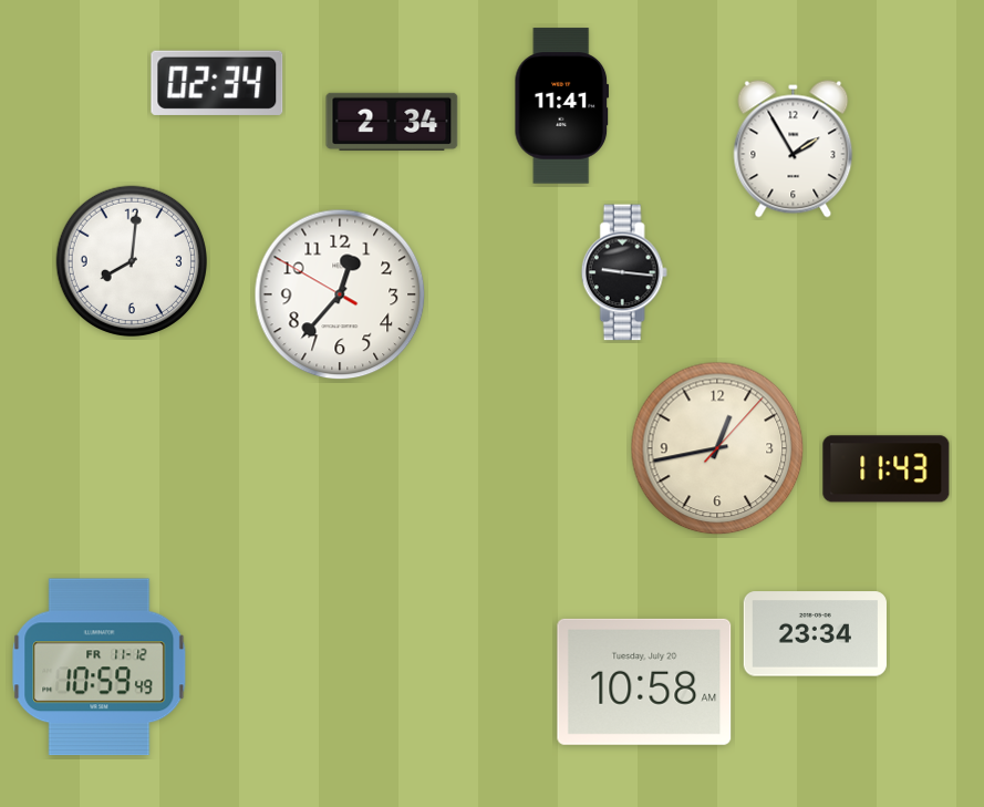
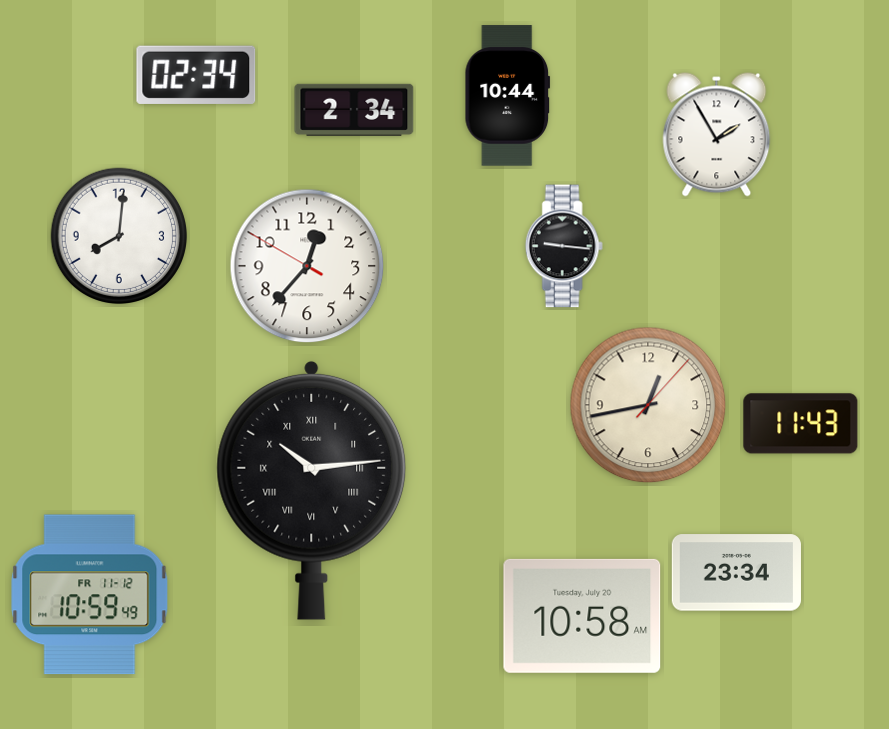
clock at (562, 106): 11:41 -> 10:44
clock at (312, 490): none -> 10:14
clock at (100, 668) position: (100, 668) -> (90, 595)
